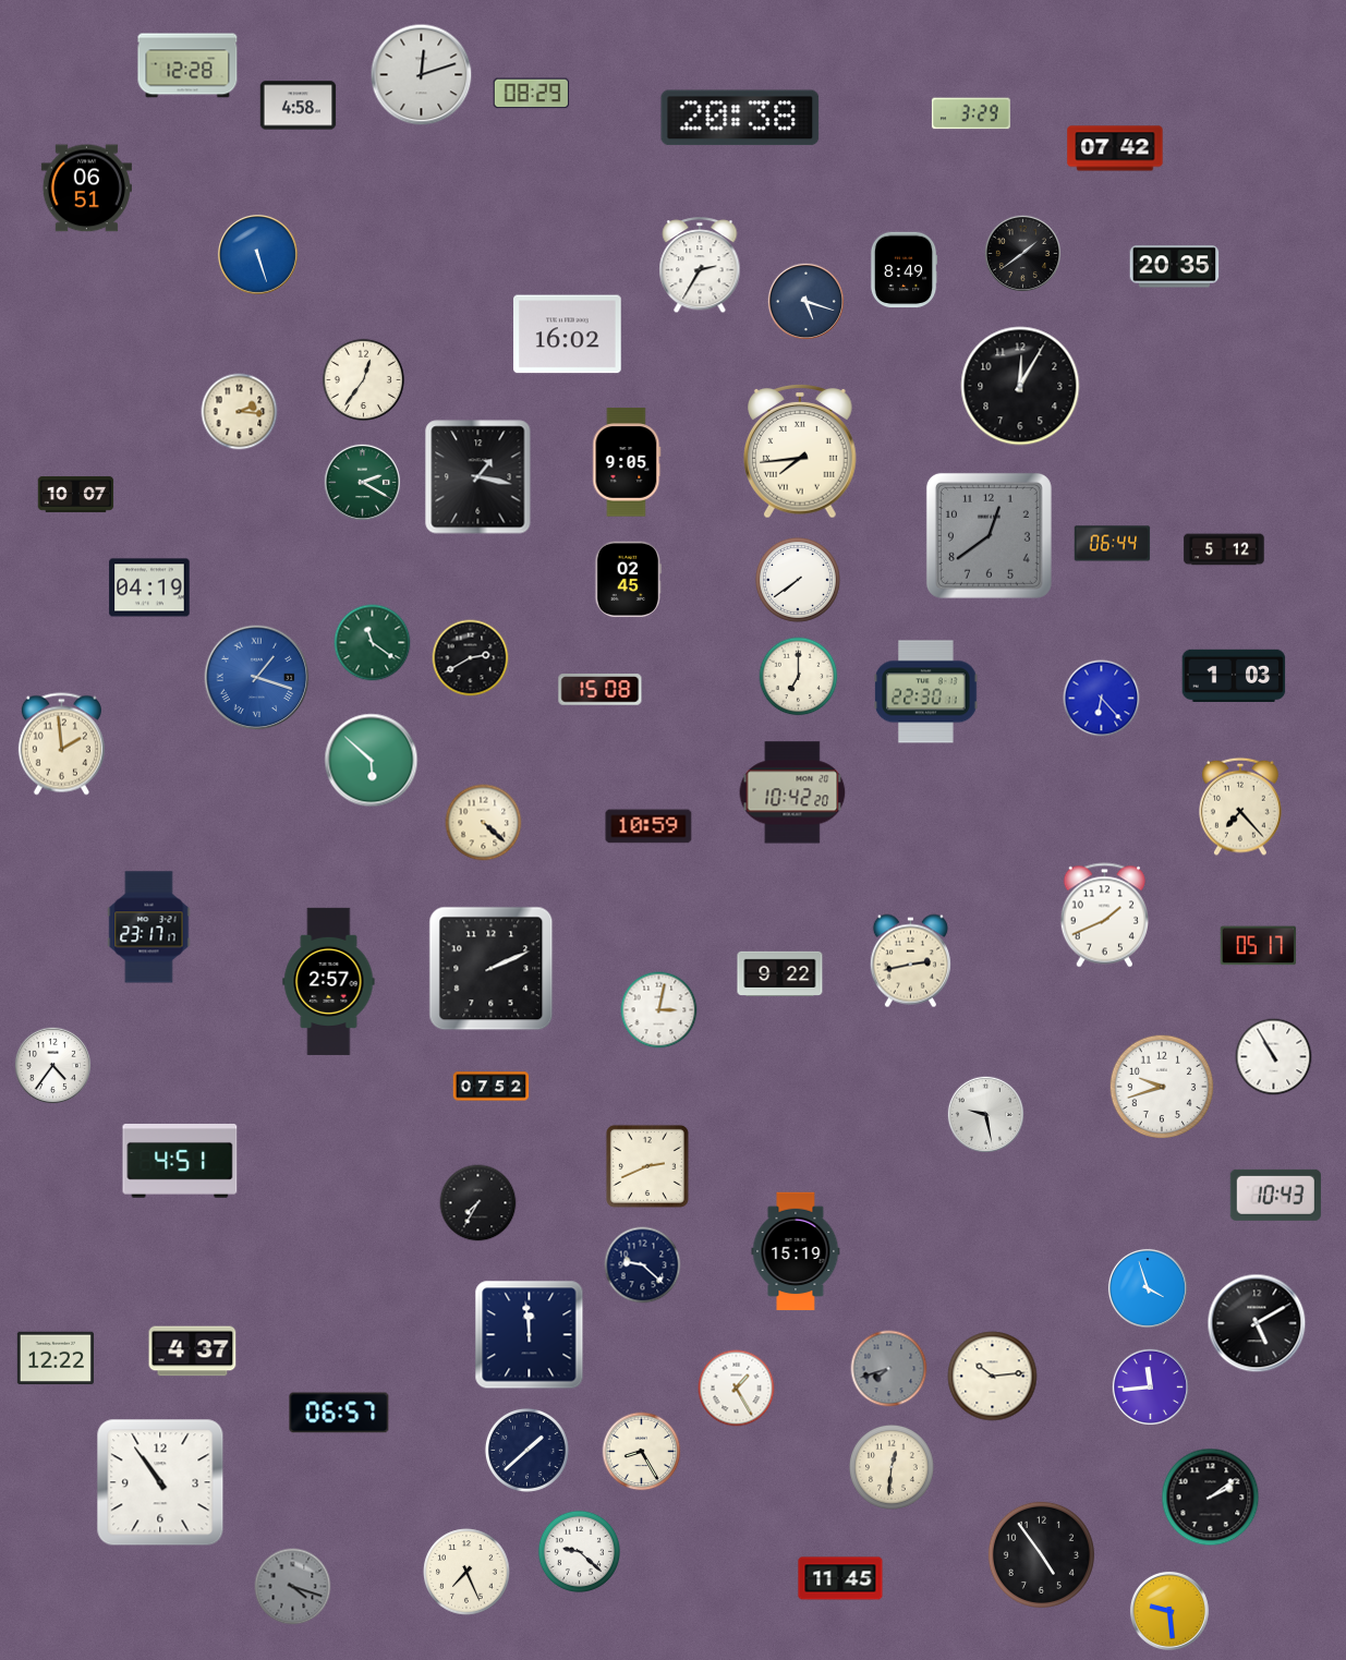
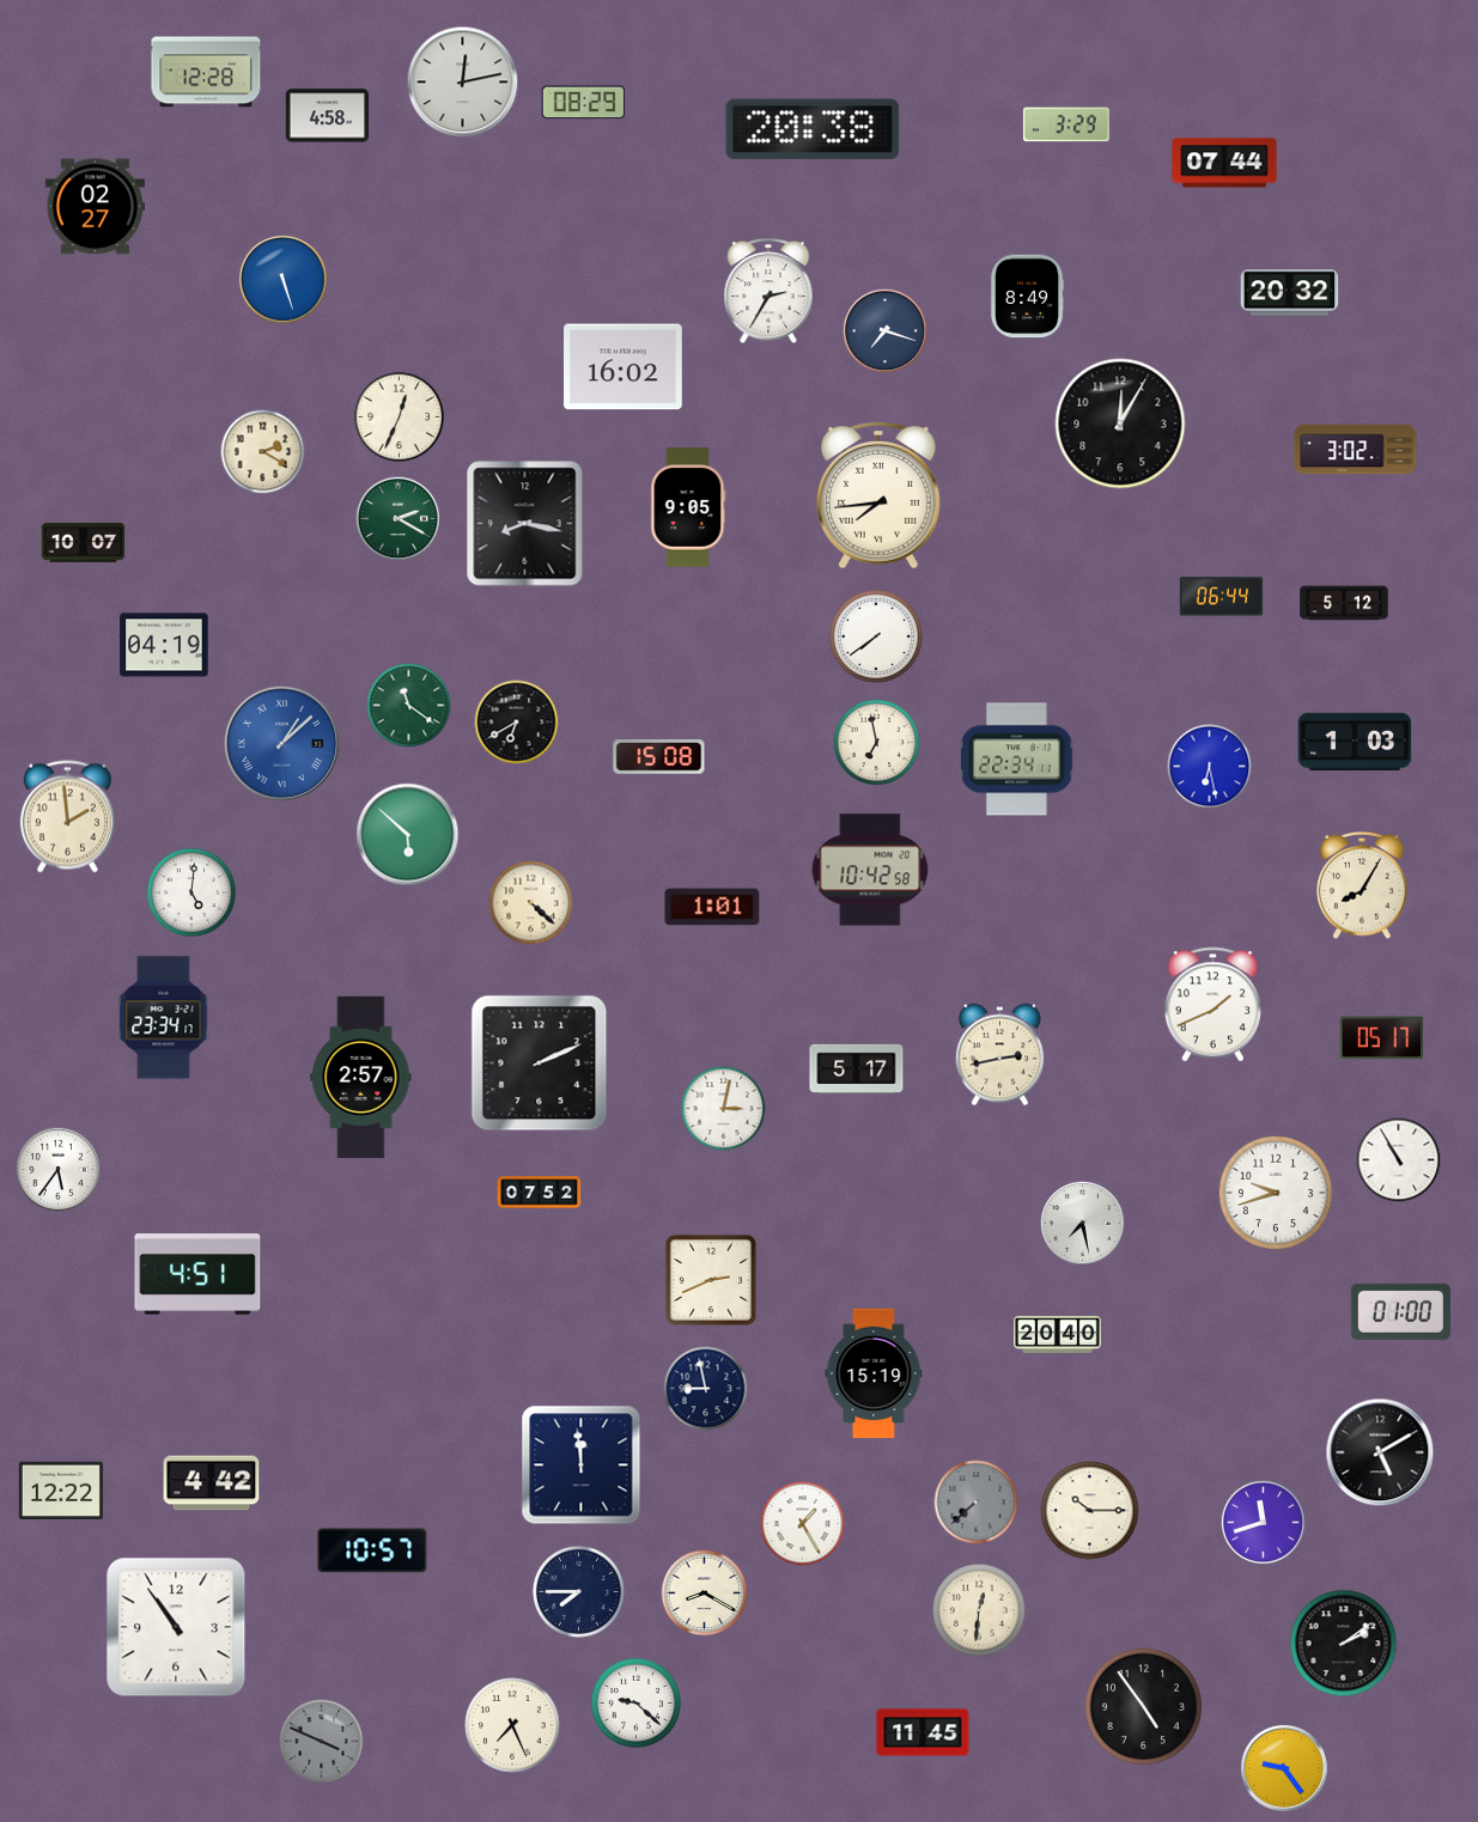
clock at (422, 75): 12:12 -> 12:13
clock at (1115, 148): 07:42 -> 07:44
clock at (86, 189): 06:51 -> 02:27
clock at (1022, 253): 1:39 -> none
clock at (1175, 267): 20:35 -> 20:32
clock at (904, 270) position: (904, 270) -> (1027, 297)
clock at (805, 301): 5:18 -> 7:18
clock at (363, 379): 12:36 -> 12:34
clock at (1356, 450): none -> 3:02
clock at (240, 412): 2:16 -> 2:20
clock at (478, 477): 1:17 -> 8:17
clock at (362, 482) position: (362, 482) -> (397, 518)
clock at (989, 535): 12:39 -> none
clock at (628, 580): 02:45 -> none
clock at (471, 658): 2:40 -> 6:40
clock at (799, 677): 7:00 -> 6:58
clock at (257, 678): 1:18 -> 1:08
clock at (926, 692): 22:30 -> 22:34
clock at (1102, 699): 6:23 -> 6:28
clock at (792, 792): 10:42:20 -> 10:42:58
clock at (1240, 807): 7:23 -> 8:05
clock at (191, 892): none -> 5:01
clock at (648, 826): 10:59 -> 1:01
clock at (149, 928): 23:17 -> 23:34
clock at (780, 974): 9:22 -> 5:17
clock at (52, 1065): 4:36 -> 5:36
clock at (985, 1114): 9:28 -> 7:28
clock at (1275, 1195): 10:43 -> 01:00
clock at (478, 1203): 7:35 -> none
clock at (1058, 1334): none -> 20:40
clock at (643, 1265): 9:22 -> 8:58
clock at (1148, 1288): 3:57 -> none
clock at (193, 1352): 4:37 -> 4:42
clock at (889, 1369): 7:42 -> 7:38
clock at (993, 1377): 10:14 -> 10:15
clock at (1150, 1386): 11:44 -> 11:42
clock at (737, 1389) position: (737, 1389) -> (803, 1524)
clock at (339, 1413): 06:57 -> 10:57
clock at (526, 1450): 1:38 -> 7:45
clock at (642, 1452): 8:25 -> 8:20
clock at (1211, 1498) position: (1211, 1498) -> (1344, 1644)
clock at (293, 1587): 4:18 -> 3:49
clock at (1169, 1611): 9:29 -> 9:24
